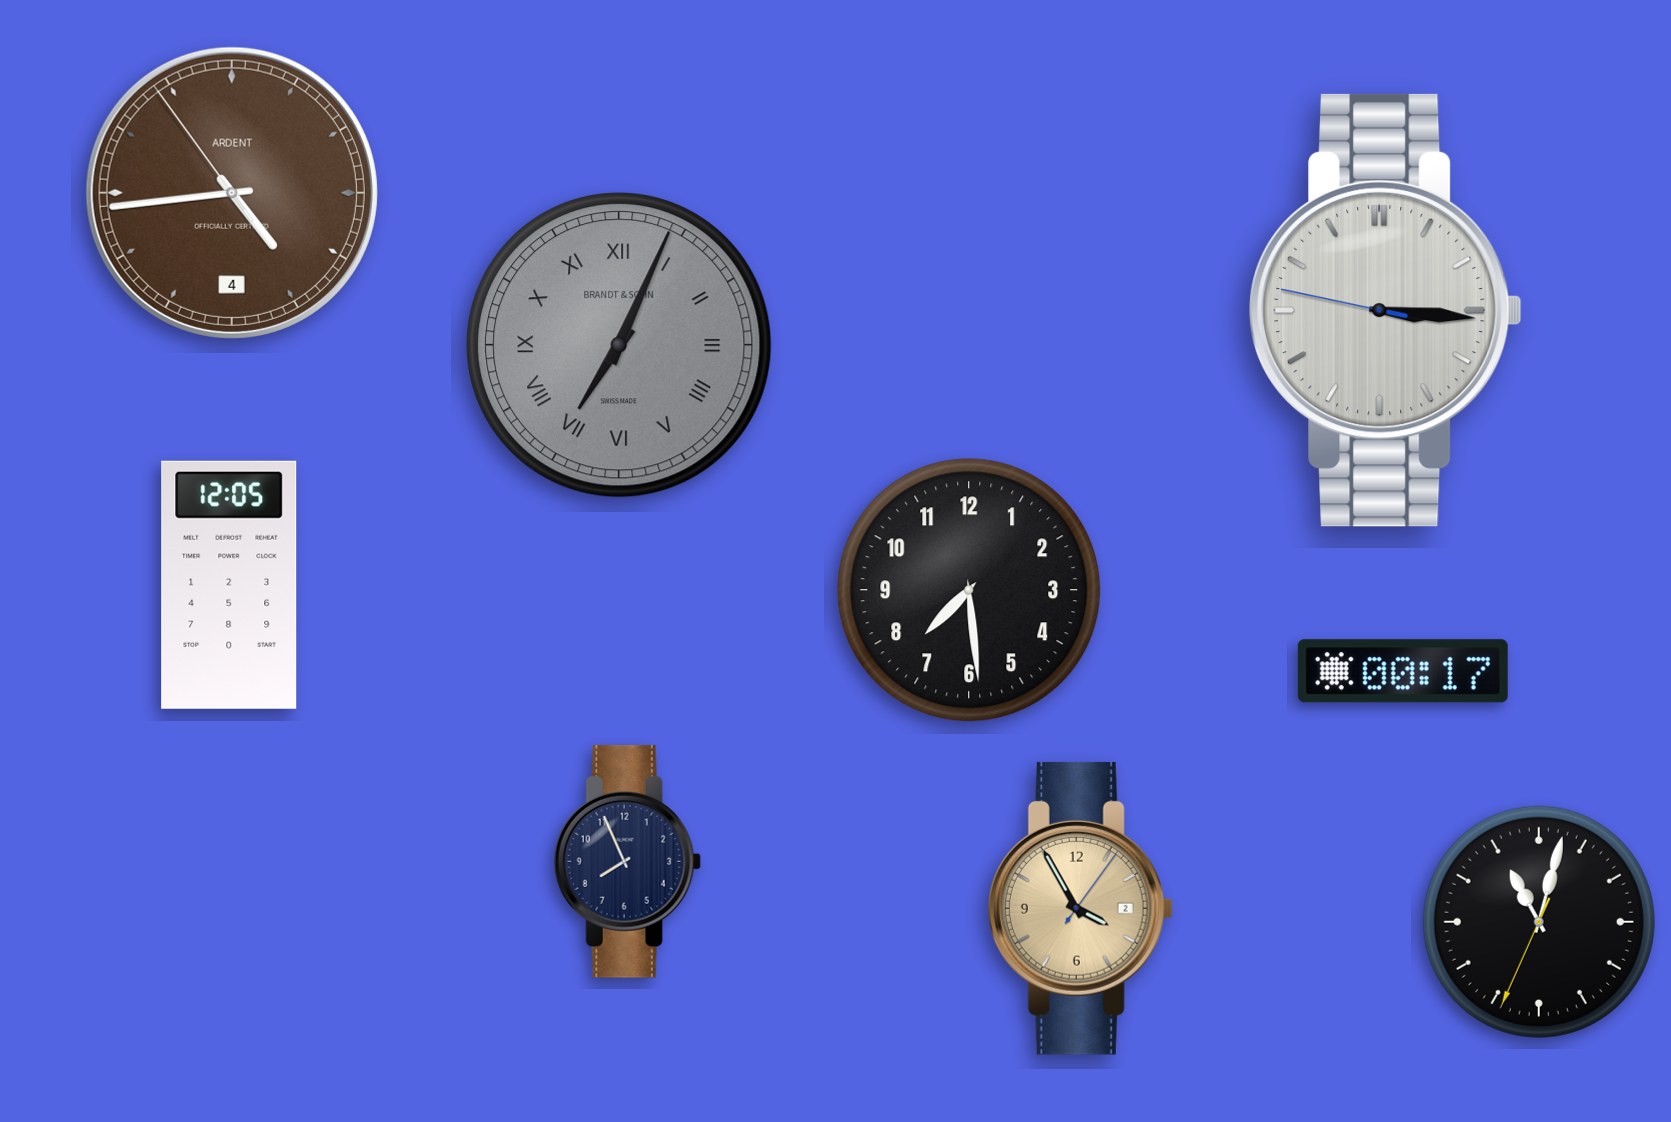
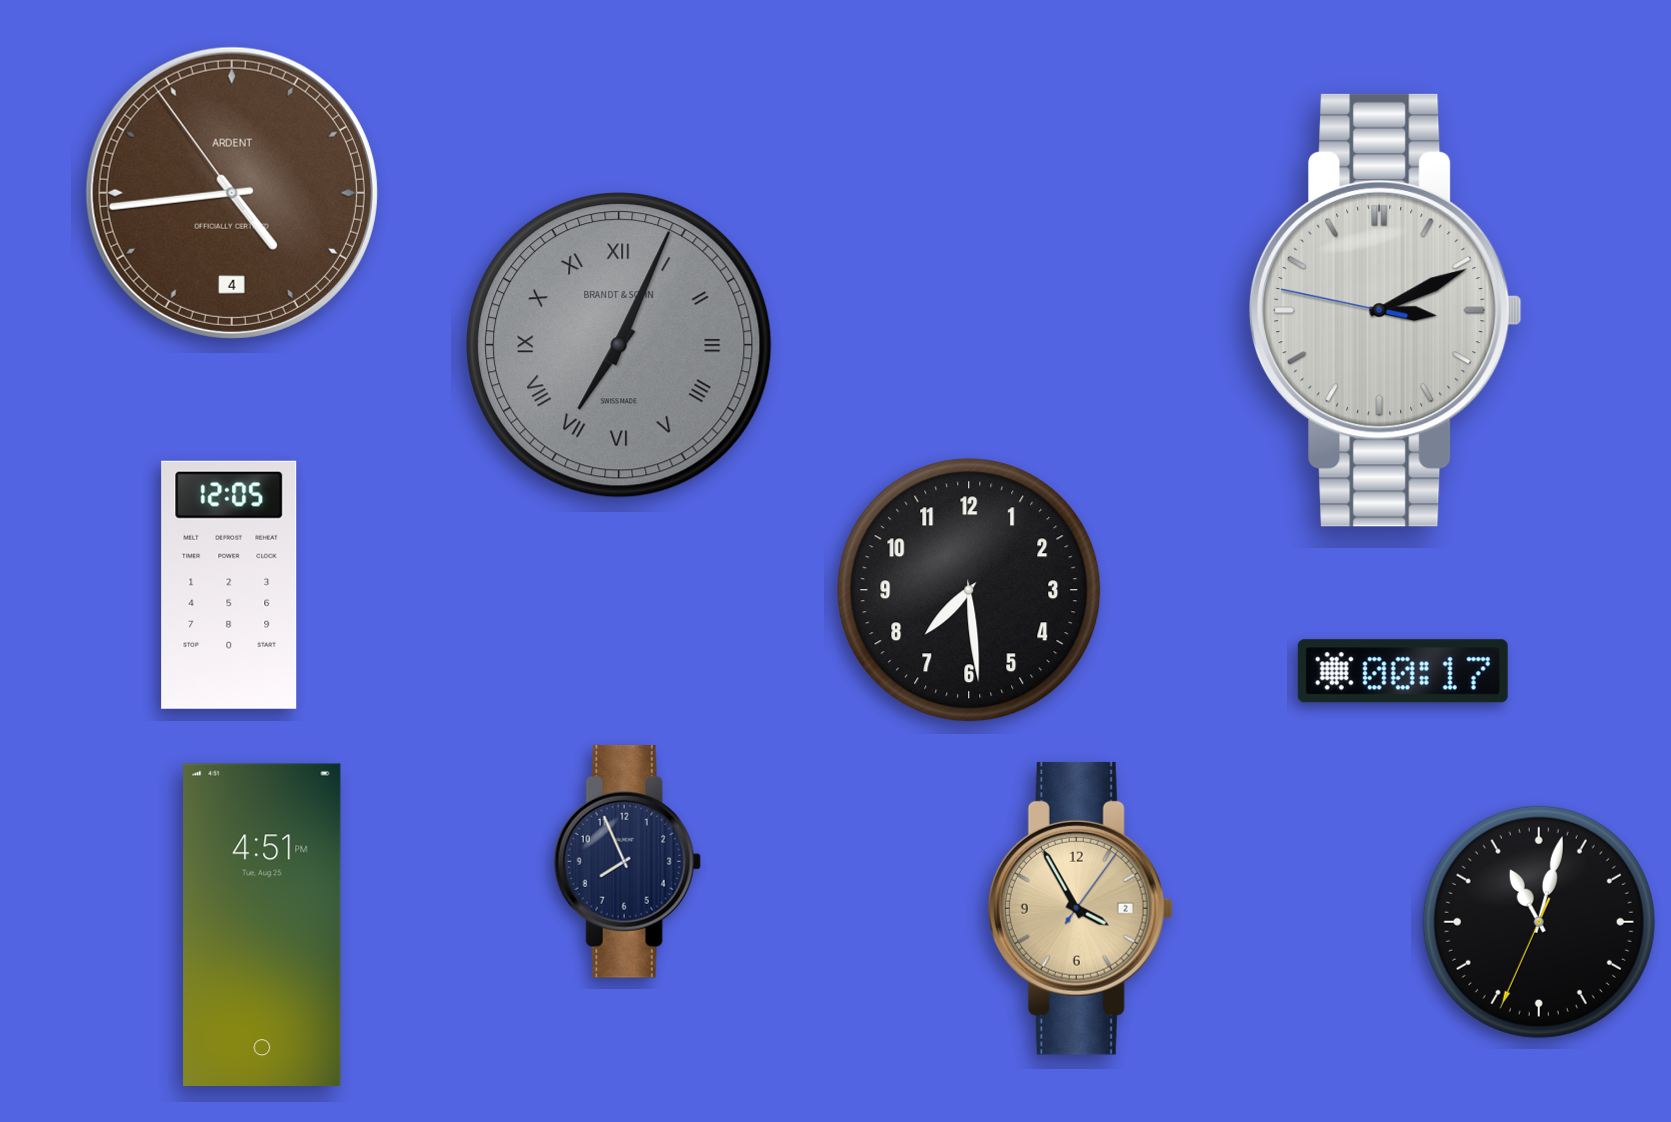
clock at (1386, 310): 3:15 -> 3:10
clock at (262, 924): none -> 4:51
